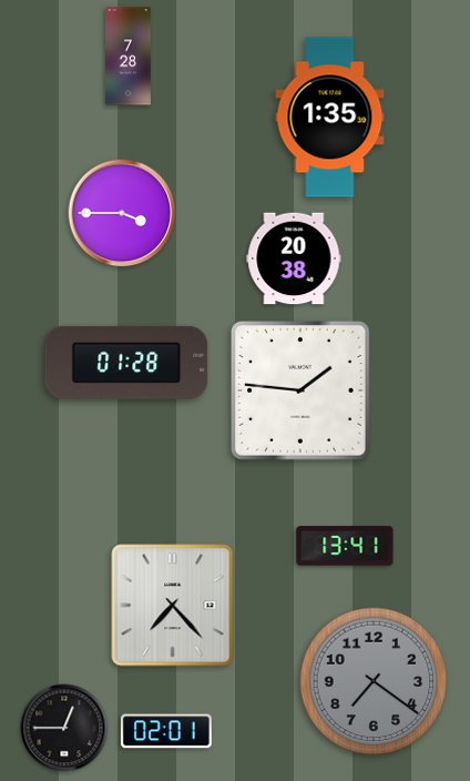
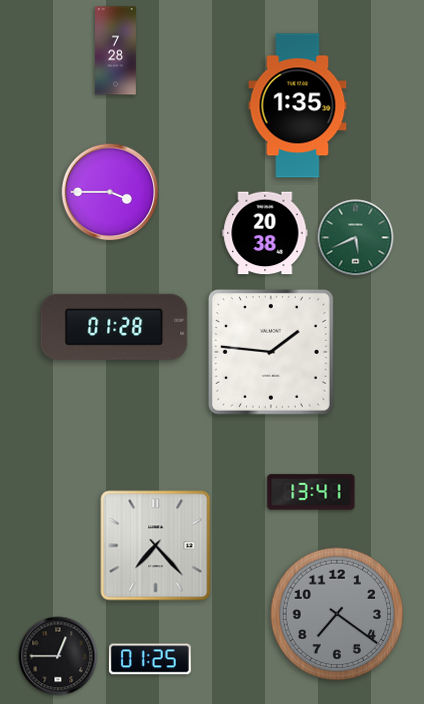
clock at (356, 238): none -> 5:41
clock at (166, 731): 02:01 -> 01:25
